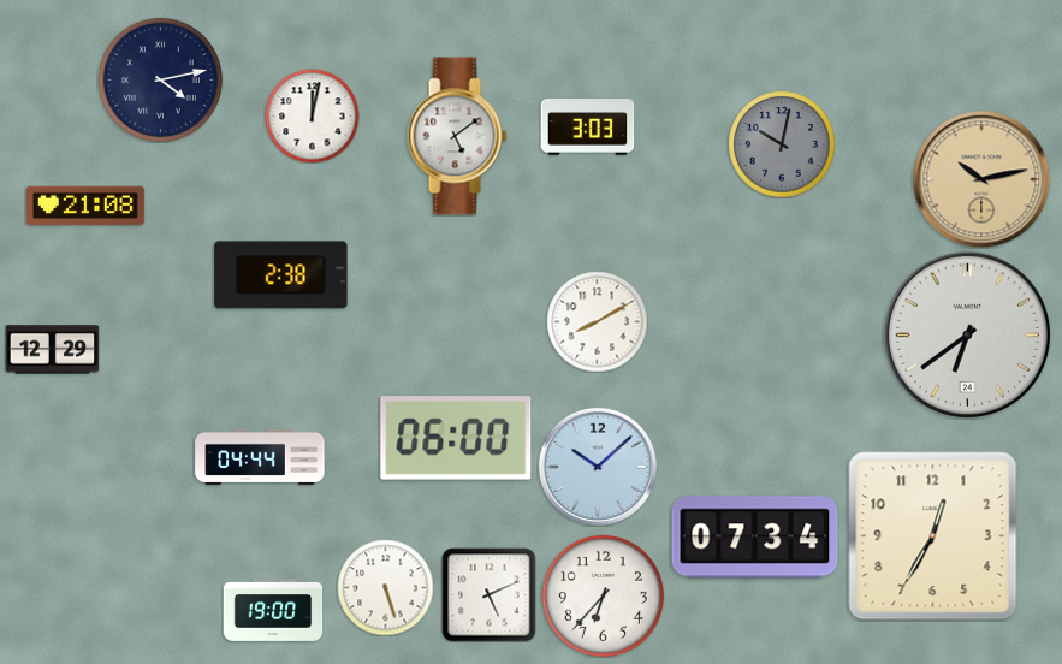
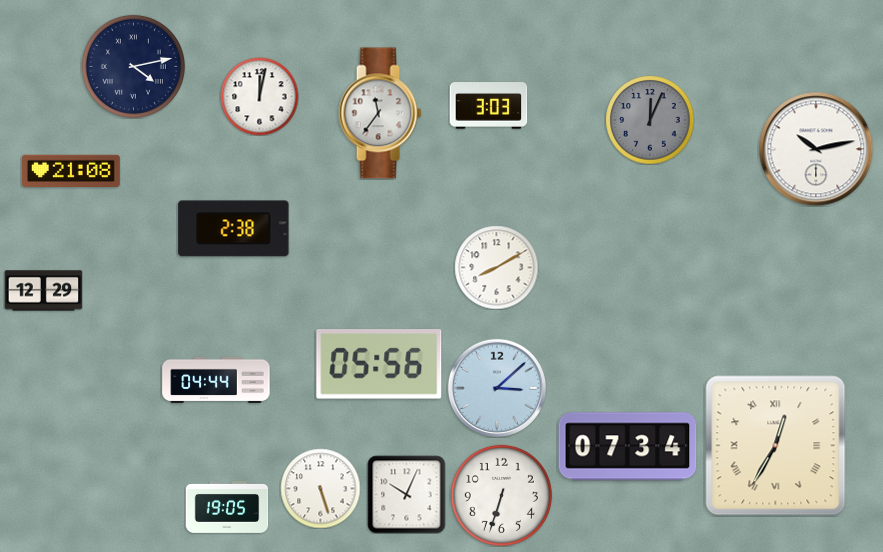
clock at (457, 136): 5:09 -> 11:36
clock at (782, 144): 10:02 -> 12:04
clock at (981, 179) dial: champagne -> white
clock at (967, 334): 6:39 -> none
clock at (456, 439): 06:00 -> 05:56
clock at (598, 467): 10:08 -> 3:08
clock at (933, 536) numerals: Arabic -> Roman
clock at (488, 594): 5:11 -> 10:04
clock at (603, 595): 6:37 -> 6:33
clock at (273, 611): 19:00 -> 19:05
